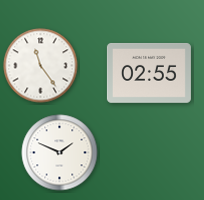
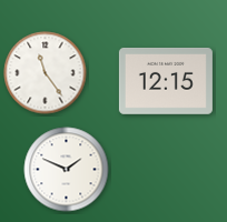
clock at (149, 73): 02:55 -> 12:15
